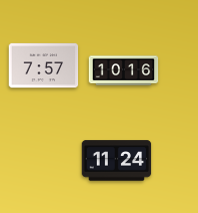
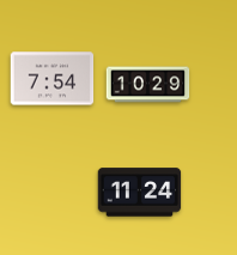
clock at (44, 66): 7:57 -> 7:54
clock at (124, 71): 10:16 -> 10:29
